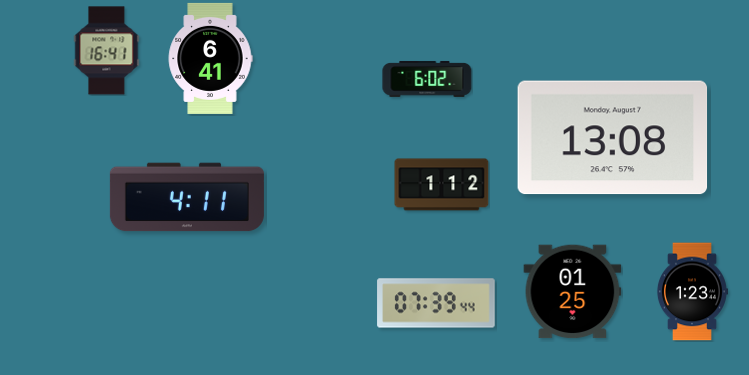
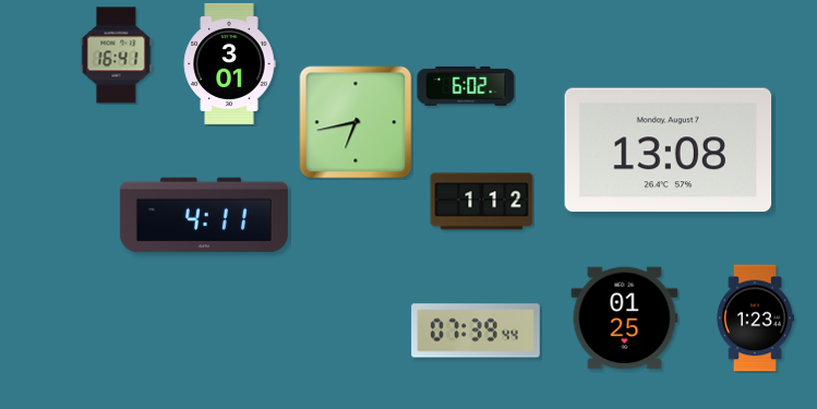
clock at (210, 58): 6:41 -> 3:01
clock at (356, 122): none -> 6:43
